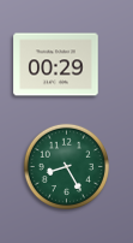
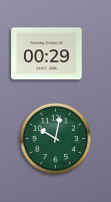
clock at (66, 166): 8:25 -> 10:02
